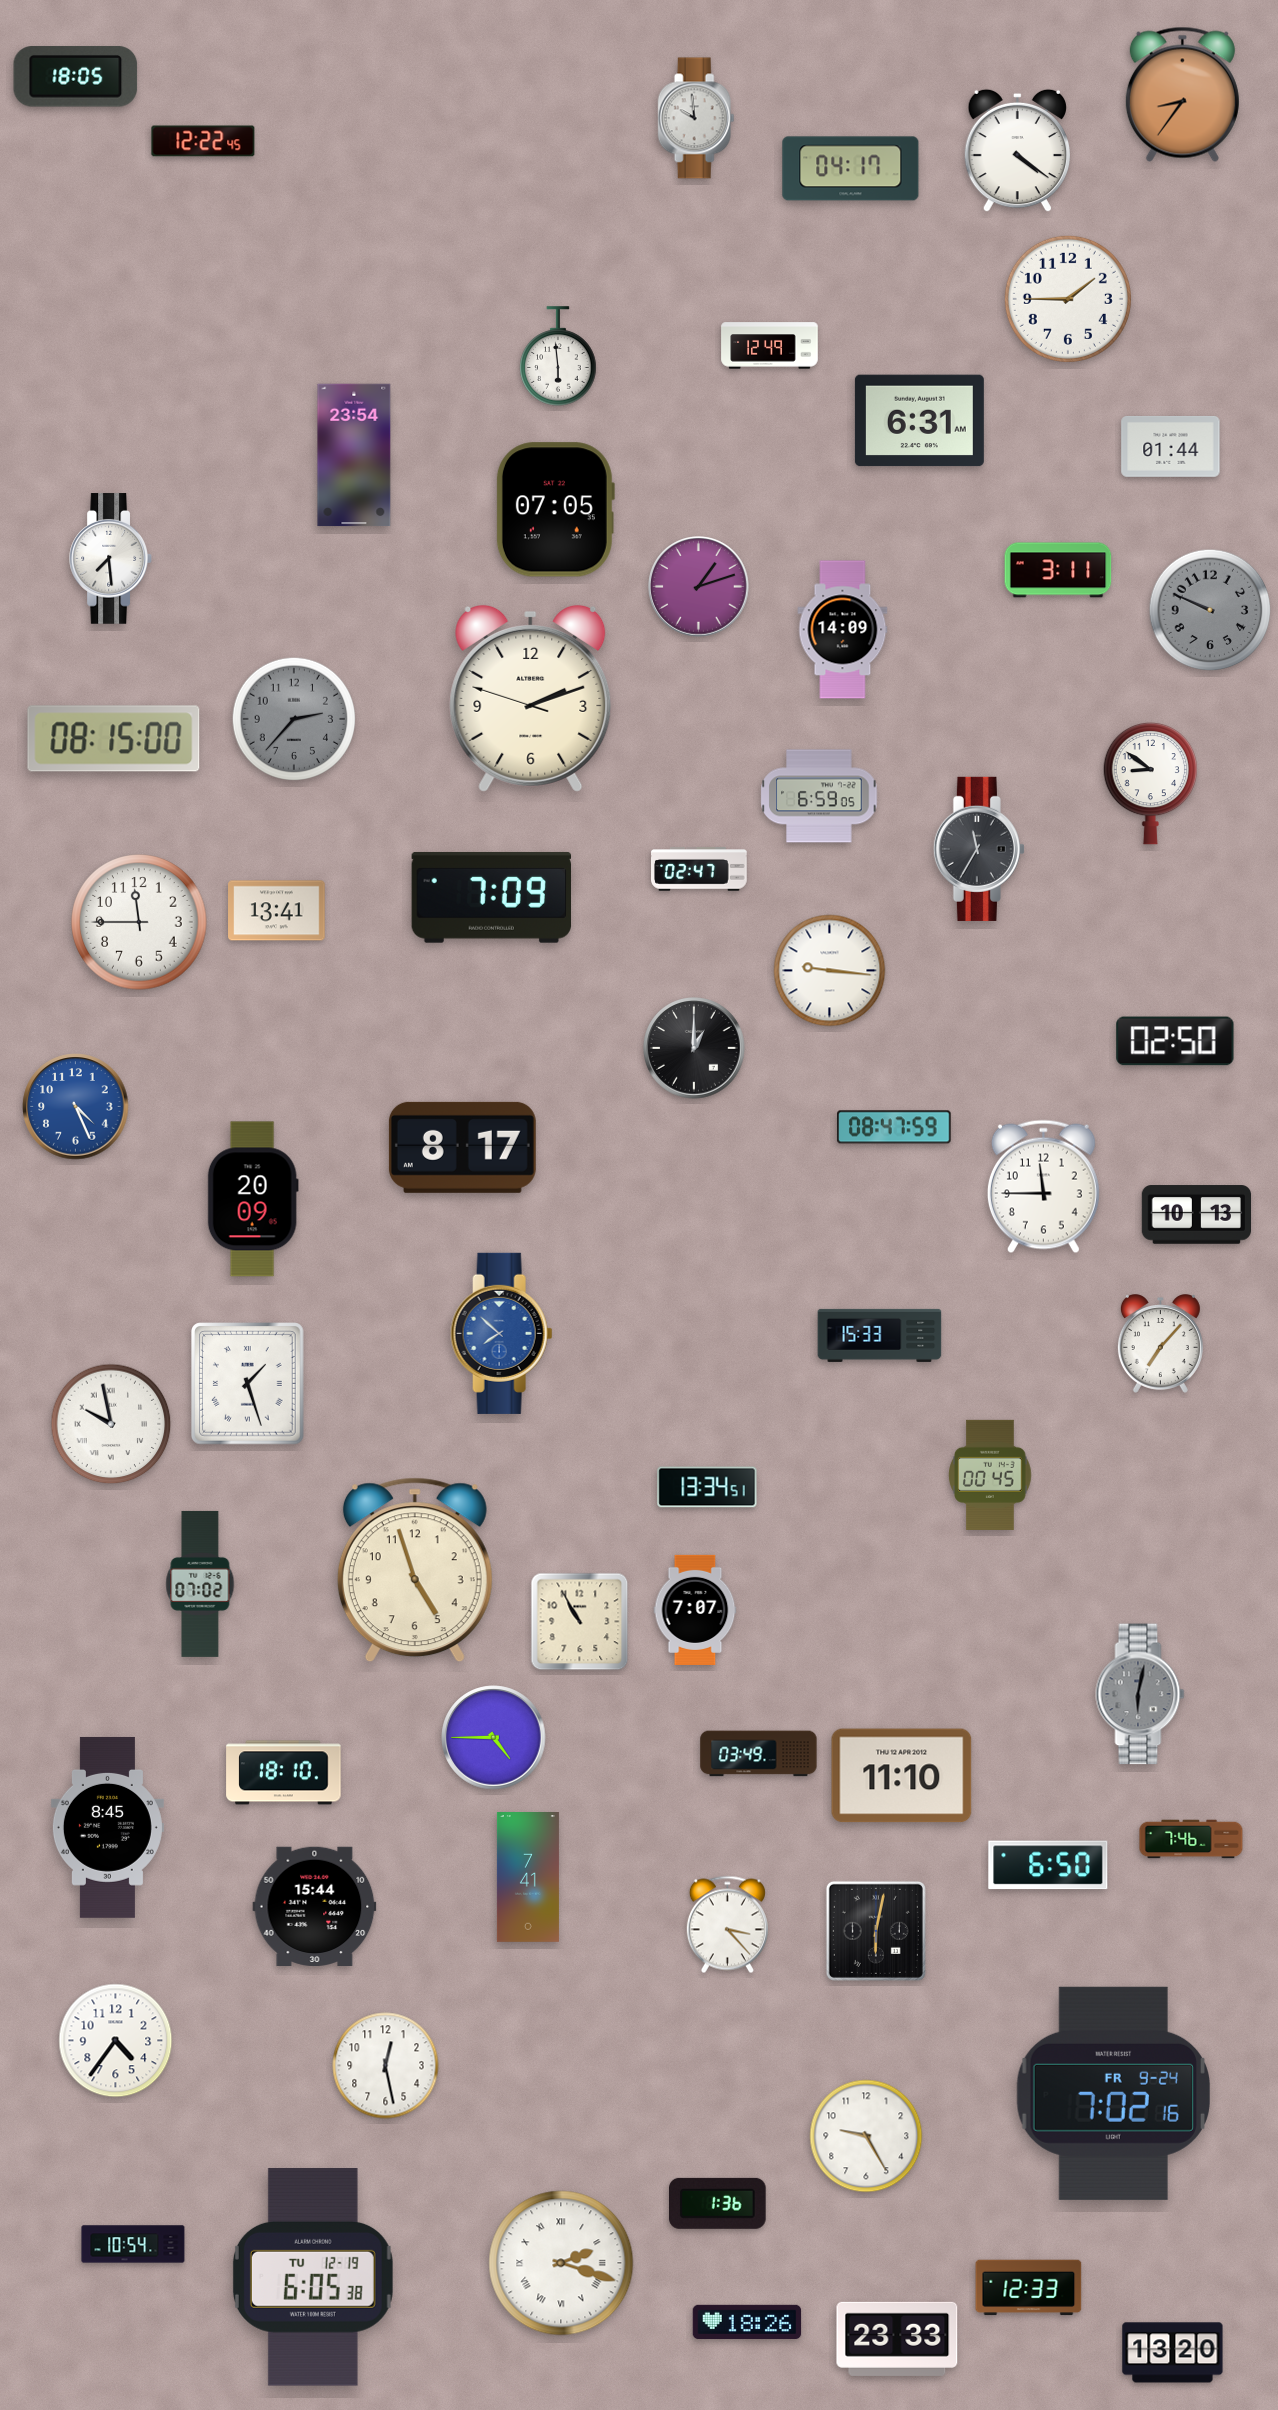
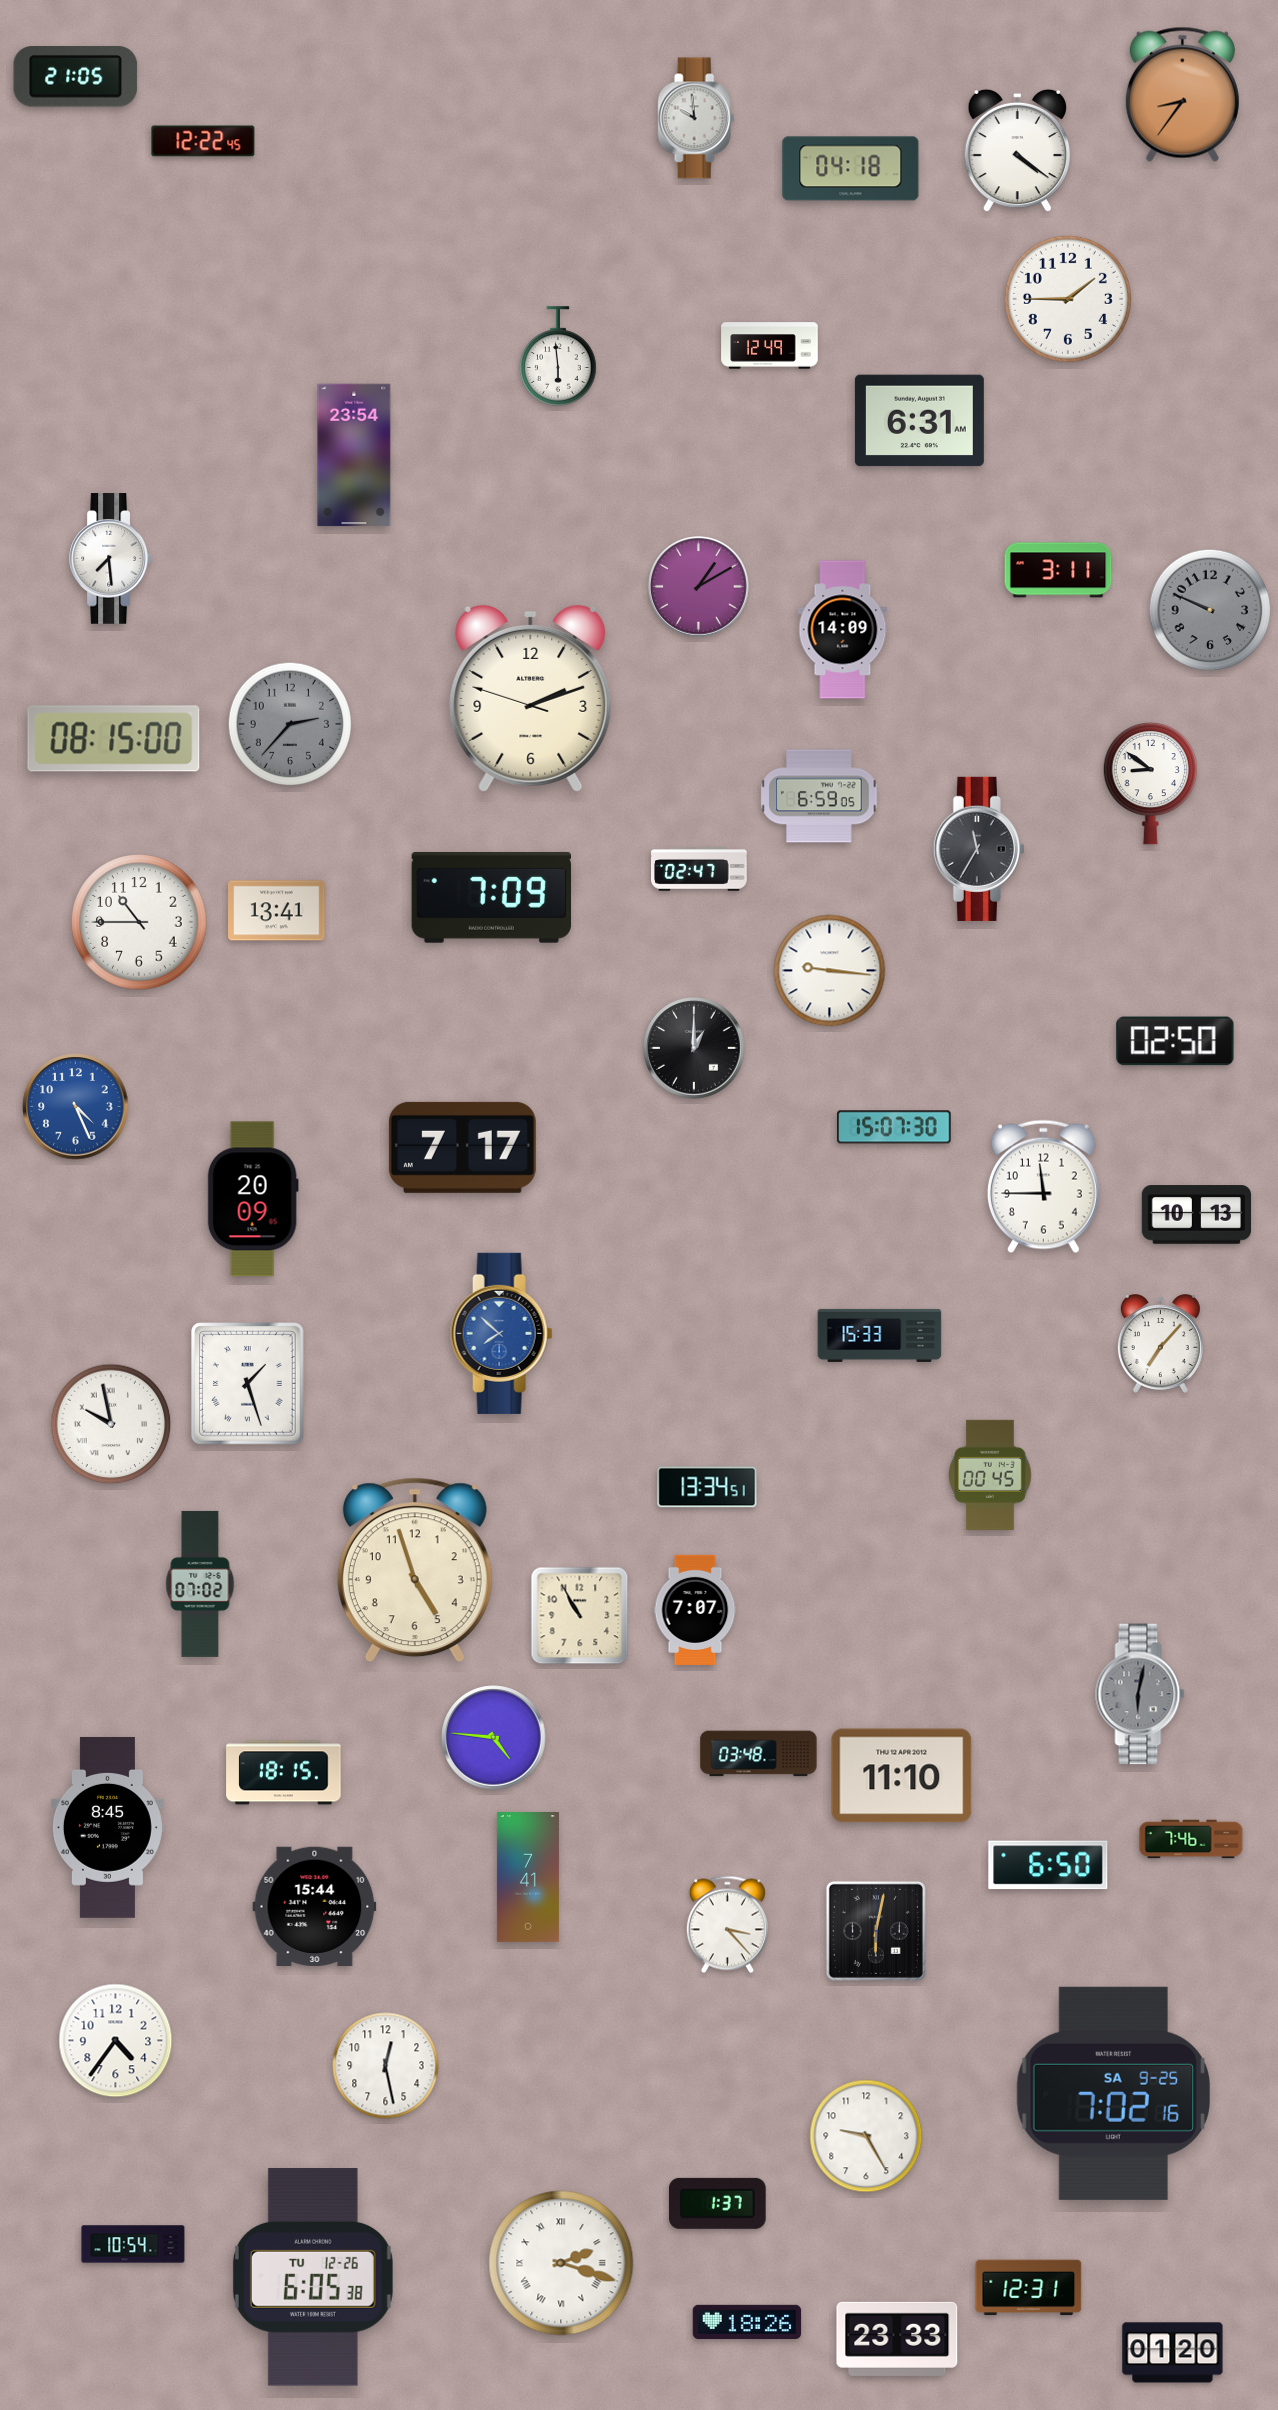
clock at (76, 77): 18:05 -> 21:05
clock at (851, 169): 04:17 -> 04:18
clock at (1171, 446): 01:44 -> none
clock at (555, 510): 07:05 -> none
clock at (699, 587): 1:12 -> 1:10
clock at (293, 718) position: (293, 718) -> (289, 723)
clock at (139, 922): 11:45 -> 10:45
clock at (895, 1127): 08:47 -> 15:07
clock at (462, 1147): 8:17 -> 7:17
clock at (580, 1622) position: (580, 1622) -> (580, 1616)
clock at (494, 1738): 4:45 -> 4:46
clock at (759, 1754): 03:49 -> 03:48
clock at (284, 1773): 18:10 -> 18:15
clock at (1113, 2093) date: FR 9-24 -> SA 9-25
clock at (718, 2203): 1:36 -> 1:37
clock at (313, 2277) date: TU 12-19 -> TU 12-26
clock at (1029, 2288): 12:33 -> 12:31
clock at (1173, 2353): 13:20 -> 01:20
